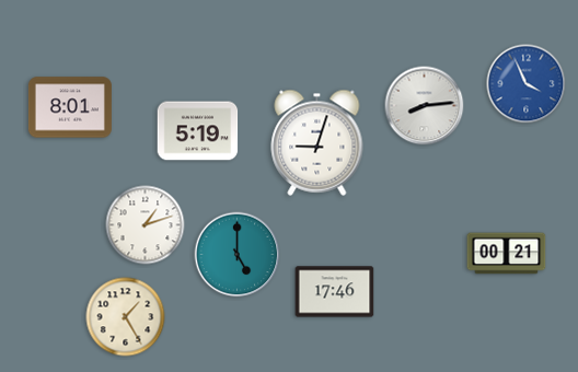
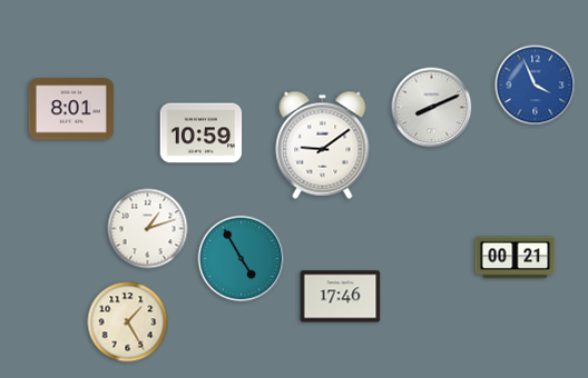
clock at (425, 106): 8:14 -> 8:11
clock at (198, 131): 5:19 -> 10:59
clock at (317, 142): 9:03 -> 9:09
clock at (238, 255): 5:00 -> 4:55
